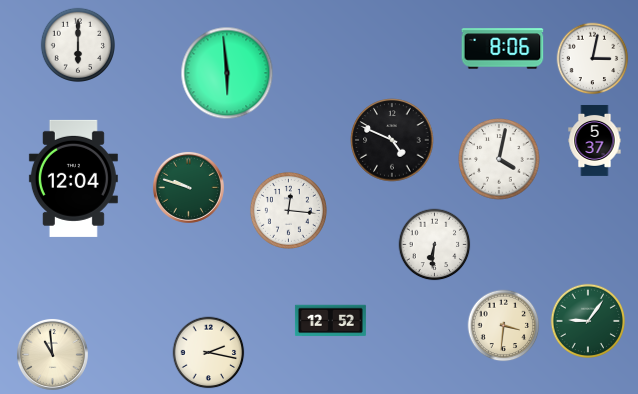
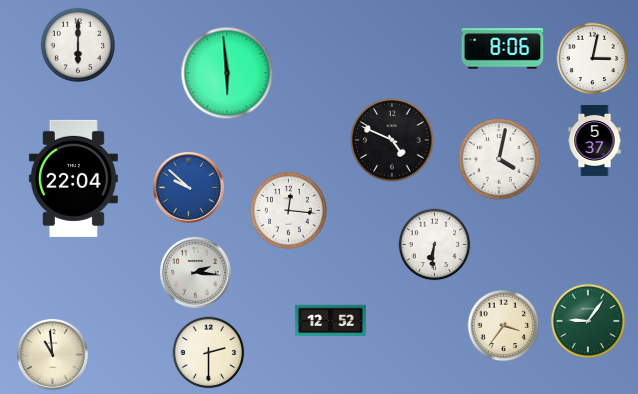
clock at (73, 178): 12:04 -> 22:04
clock at (188, 187): 9:48 -> 9:52
clock at (188, 187) dial: green -> blue
clock at (195, 272): none -> 2:16
clock at (504, 326): 3:31 -> 3:36
clock at (209, 353): 2:17 -> 2:30
